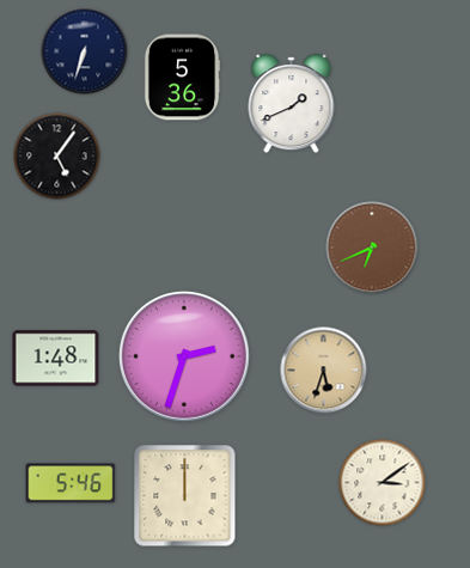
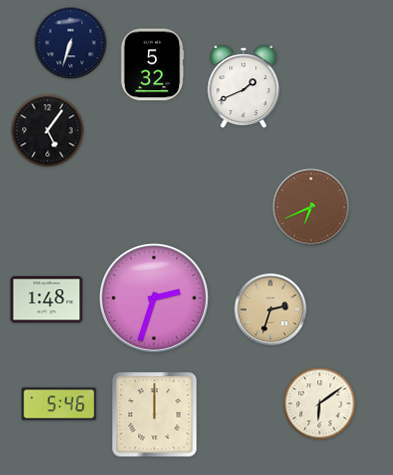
clock at (182, 78): 5:36 -> 5:32
clock at (324, 371): 5:33 -> 2:33
clock at (383, 483): 3:09 -> 6:09
